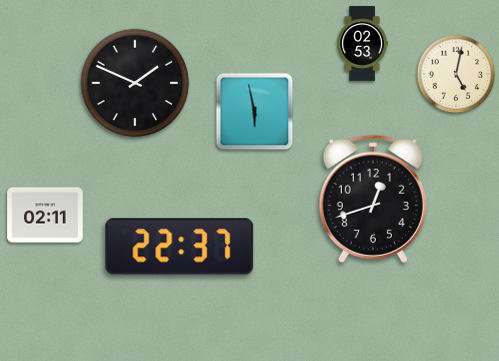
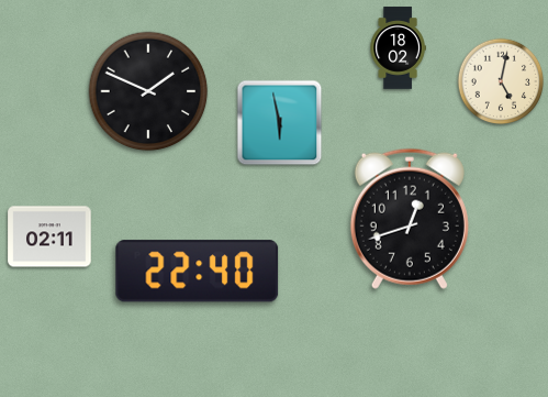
clock at (362, 44): 02:53 -> 18:02
clock at (180, 247): 22:37 -> 22:40
